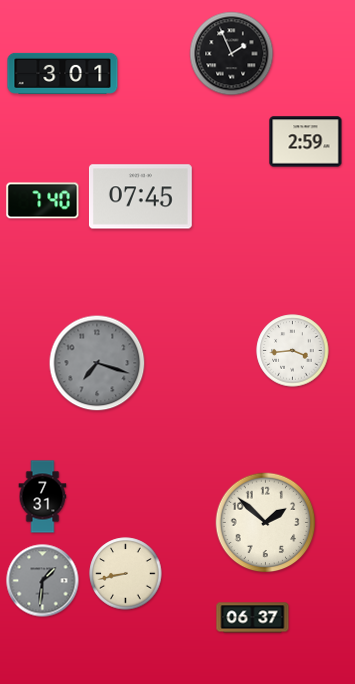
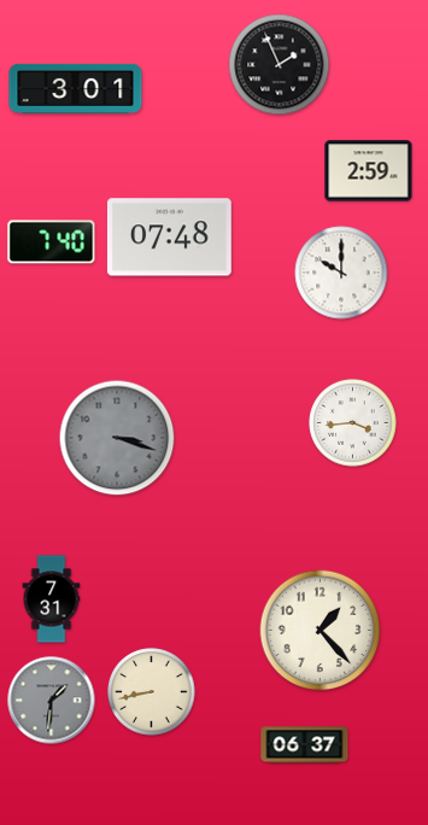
clock at (140, 197): 07:45 -> 07:48
clock at (341, 273): none -> 10:00
clock at (97, 363): 7:18 -> 3:18
clock at (266, 523): 1:52 -> 1:23
